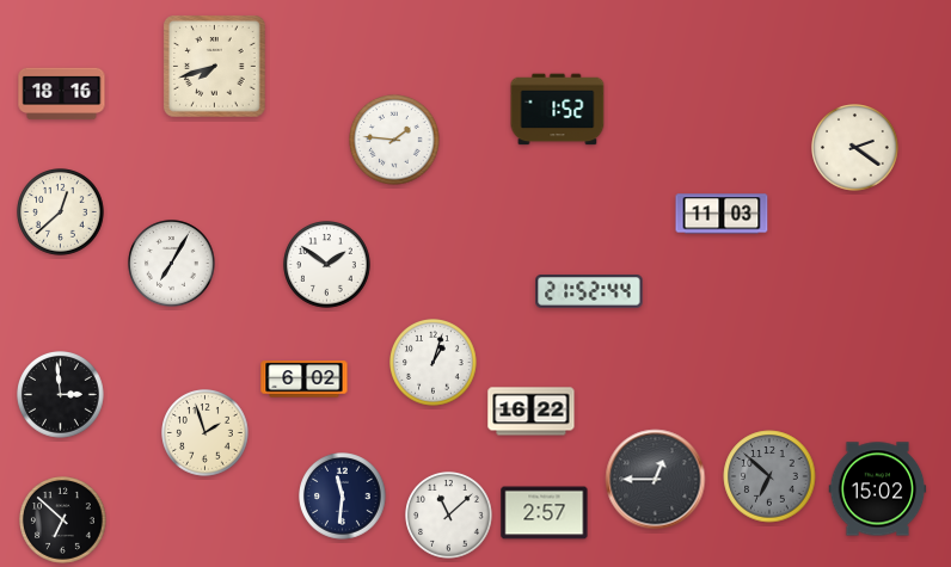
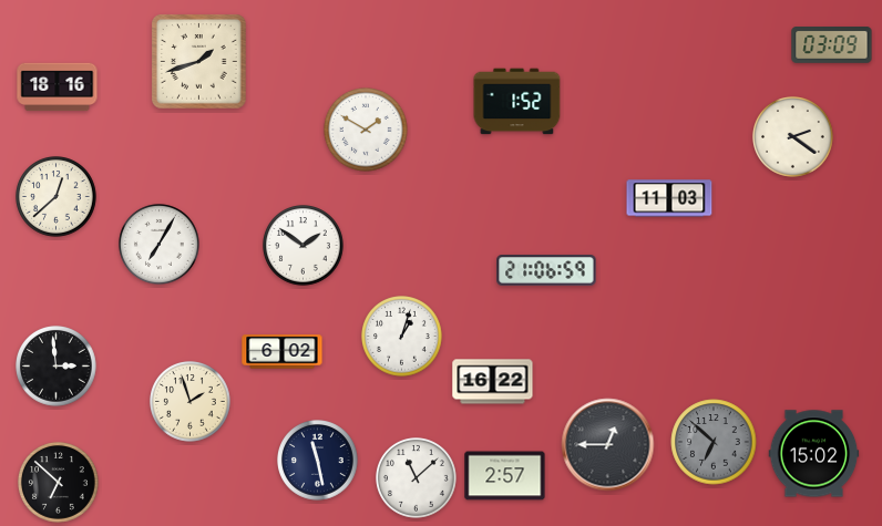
clock at (832, 45): none -> 03:09
clock at (215, 67): 7:42 -> 1:42
clock at (394, 140): 1:46 -> 1:50
clock at (589, 291): 21:52 -> 21:06
clock at (343, 497): 11:31 -> 11:28
